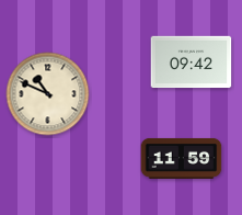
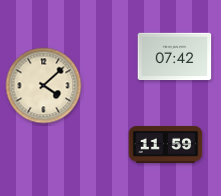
clock at (192, 63): 09:42 -> 07:42
clock at (48, 94): 10:49 -> 4:08
